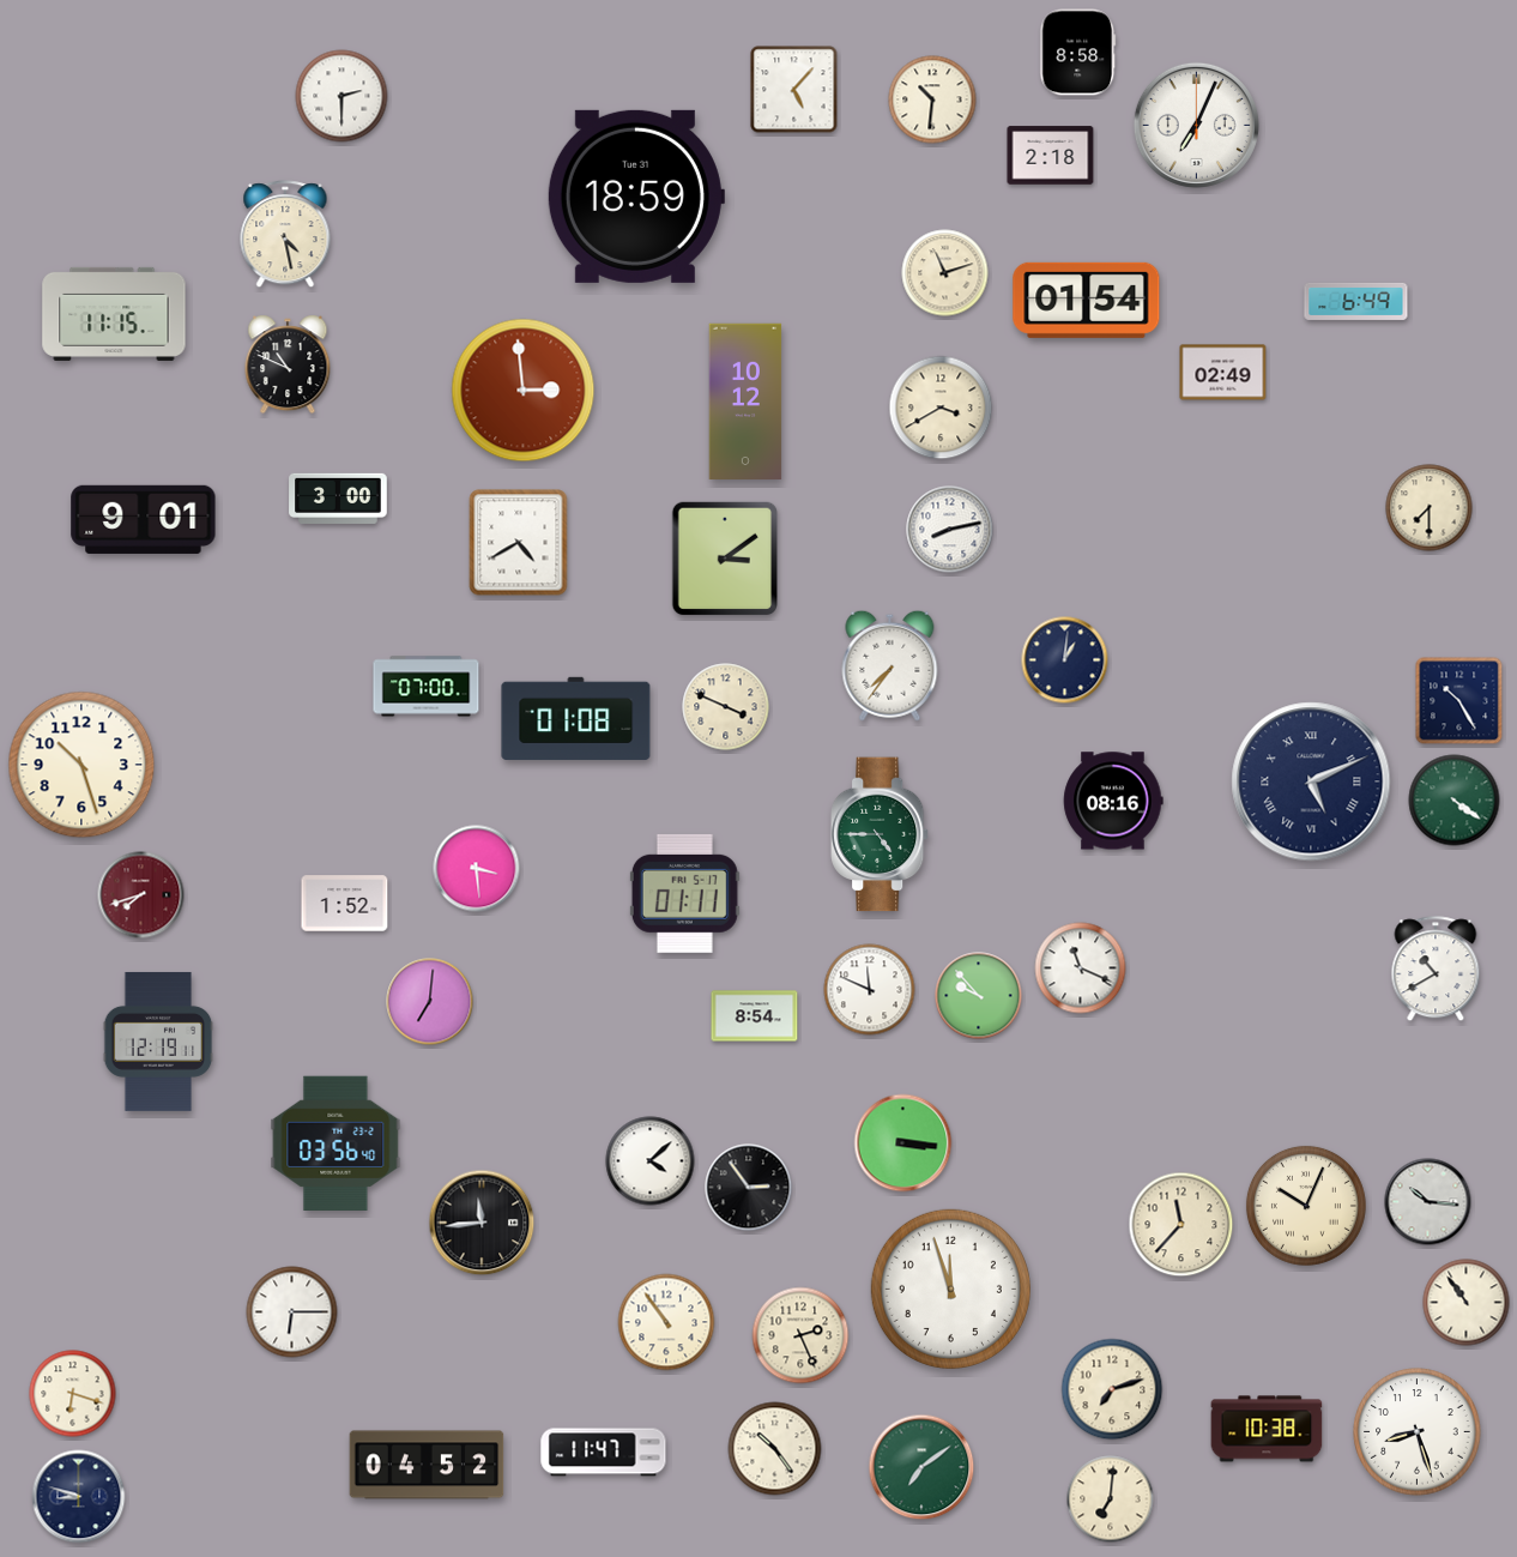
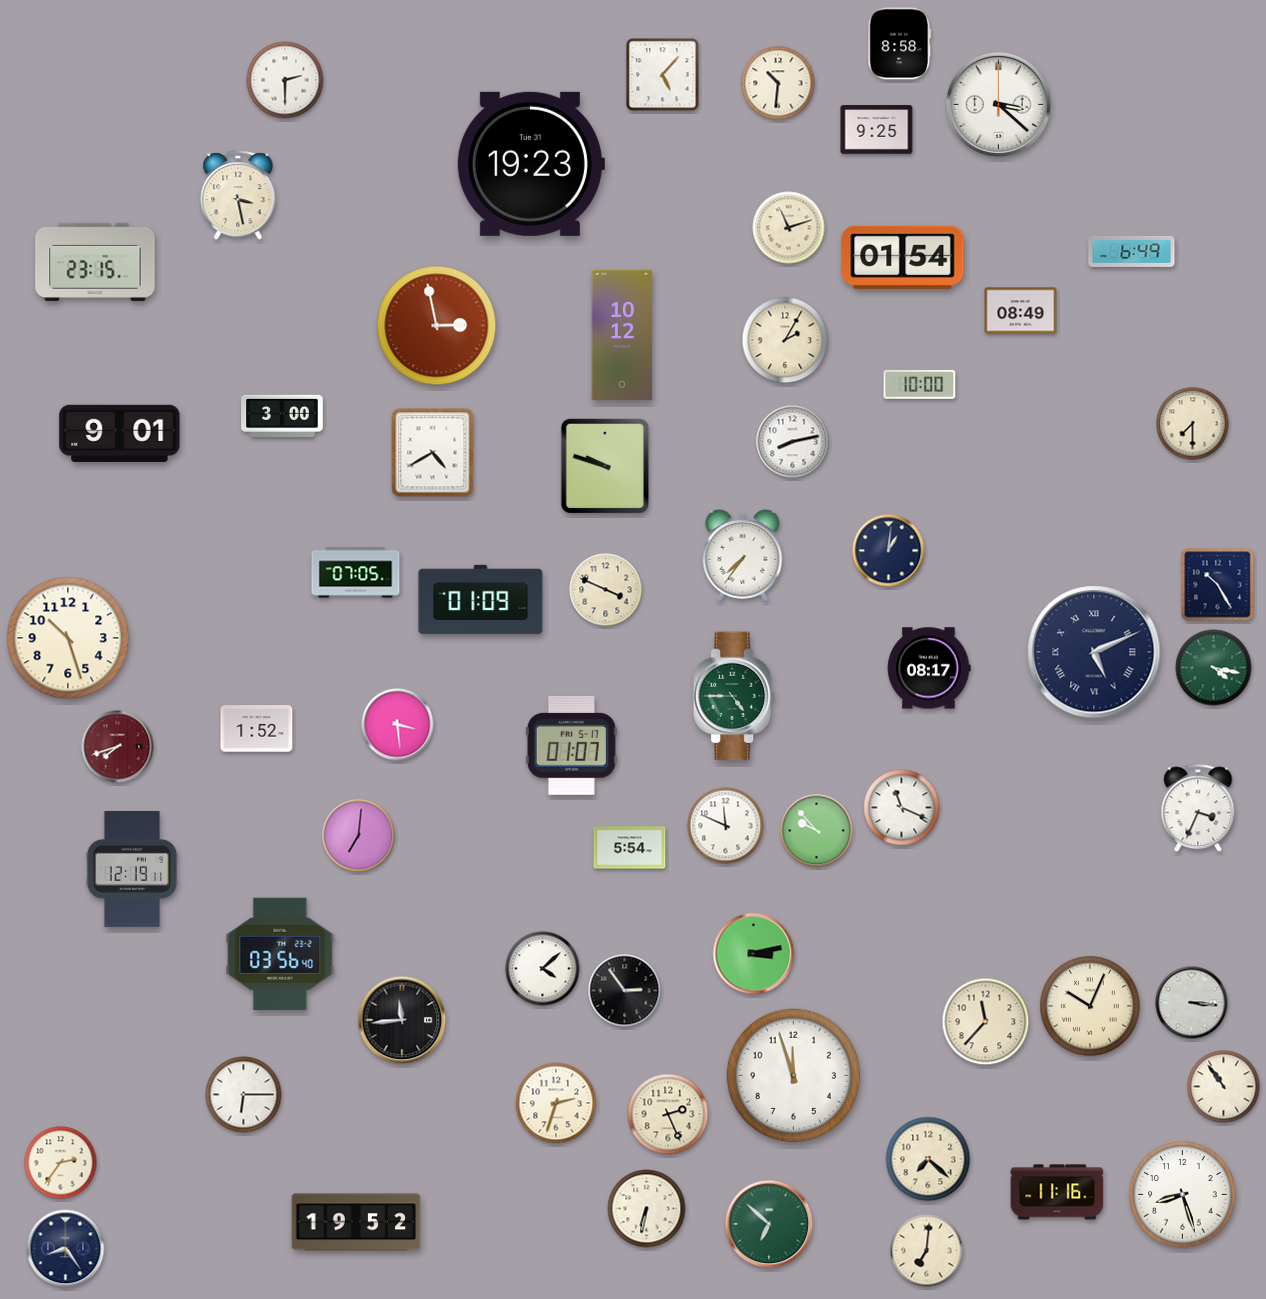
clock at (1196, 125): 7:04 -> 3:22
clock at (1051, 156): 2:18 -> 9:25
clock at (635, 197): 18:59 -> 19:23
clock at (285, 235): 4:28 -> 3:28
clock at (1087, 300) position: (1087, 300) -> (903, 257)
clock at (114, 314): 11:15 -> 23:15
clock at (288, 364): 10:49 -> none
clock at (1223, 373): 02:49 -> 08:49
clock at (524, 391): 2:59 -> 2:58
clock at (941, 408): 3:40 -> 2:05
clock at (920, 384): none -> 10:00
clock at (725, 559): 3:09 -> 9:48
clock at (427, 687): 07:00 -> 07:05
clock at (576, 718): 01:08 -> 01:09
clock at (1113, 801): 08:16 -> 08:17
clock at (1455, 801): 4:21 -> 4:17
clock at (684, 893): 01:11 -> 01:07
clock at (345, 904) position: (345, 904) -> (257, 729)
clock at (1436, 970): 10:40 -> 3:34
clock at (755, 1016): 8:54 -> 5:54
clock at (903, 1143): 3:16 -> 3:13
clock at (1428, 1202): 10:16 -> 3:16
clock at (666, 1322): 10:54 -> 2:33
clock at (1112, 1389): 7:12 -> 7:22
clock at (73, 1394): 6:18 -> 2:36
clock at (1267, 1429): 10:38 -> 11:16
clock at (775, 1449): 10:24 -> 6:32
clock at (604, 1453): 11:47 -> none
clock at (427, 1465): 04:52 -> 19:52
clock at (921, 1467): 7:09 -> 6:52
clock at (79, 1497): 8:48 -> 8:24
